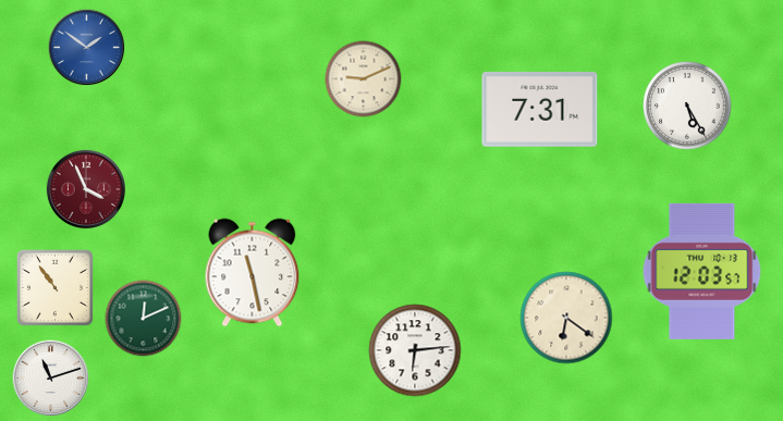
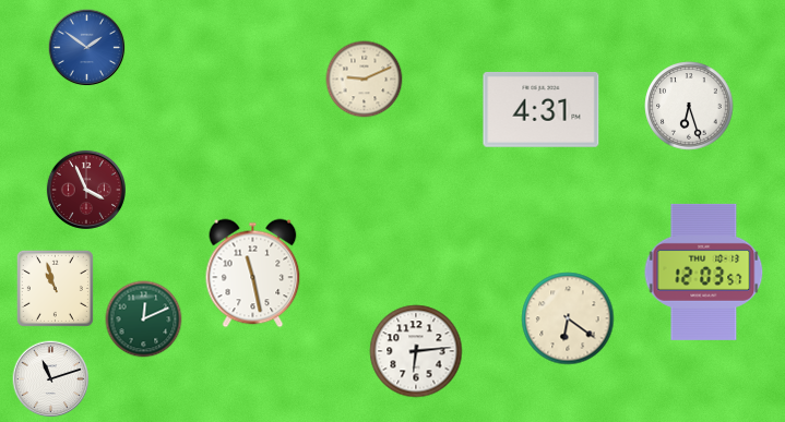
clock at (687, 106): 5:25 -> 6:27
clock at (540, 109): 7:31 -> 4:31
clock at (54, 287): 10:54 -> 10:57
